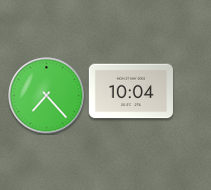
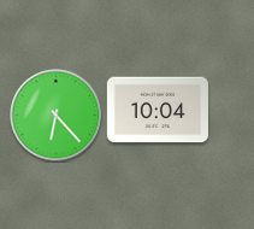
clock at (47, 96): 7:23 -> 6:23
